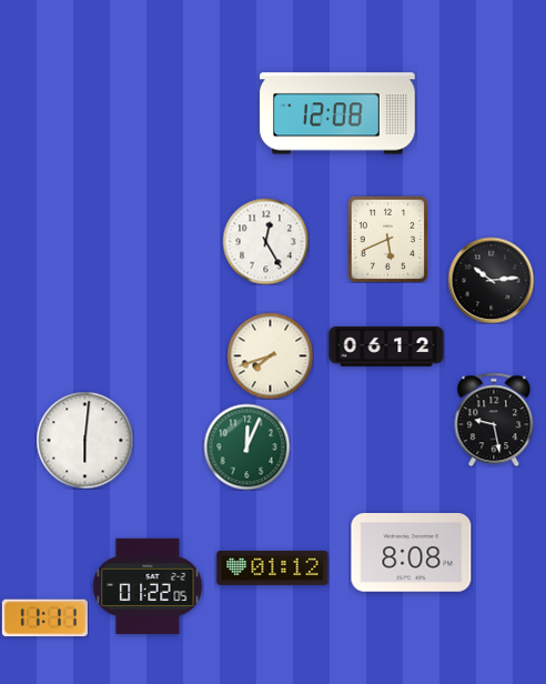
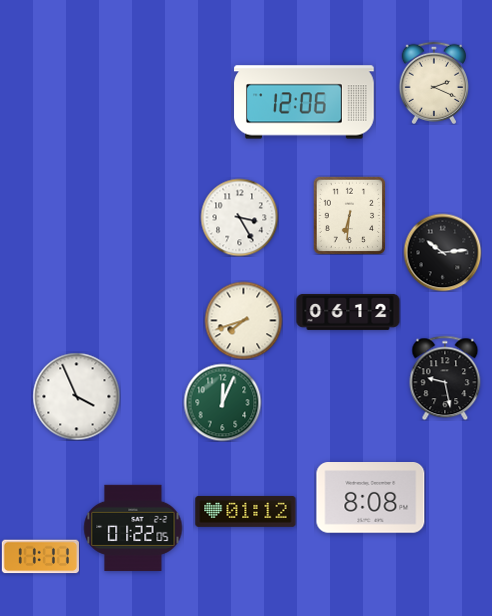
clock at (433, 82): none -> 2:19
clock at (337, 113): 12:08 -> 12:06
clock at (388, 239): 5:41 -> 6:31
clock at (265, 241): 12:25 -> 3:25
clock at (84, 440): 6:01 -> 3:56
